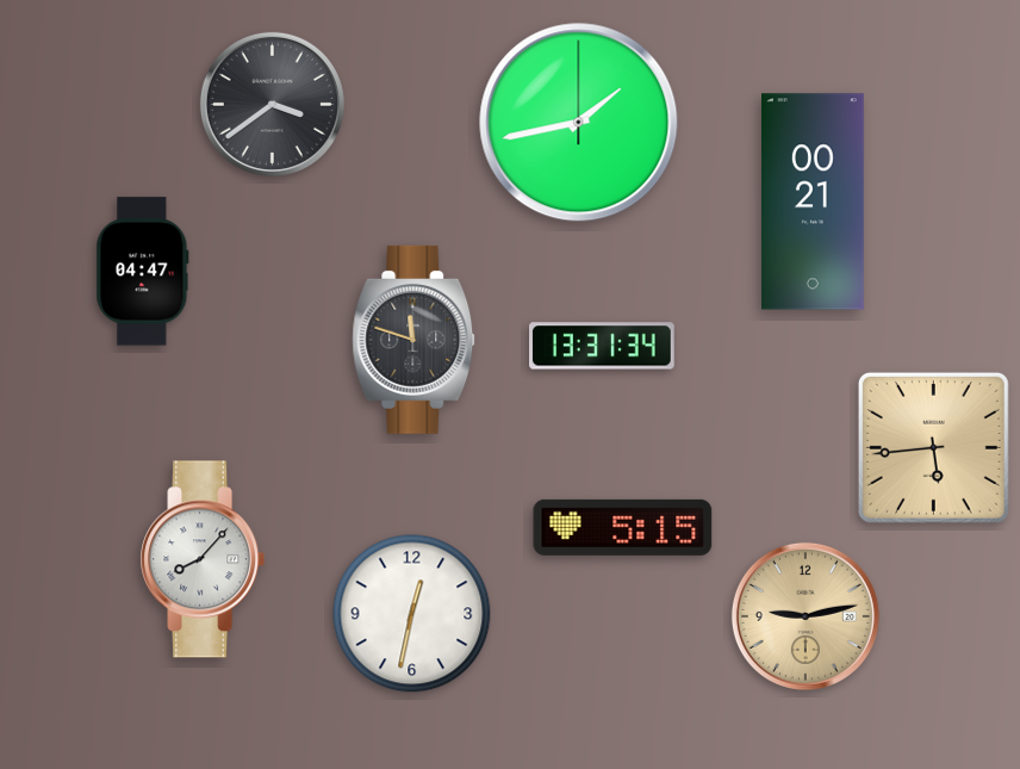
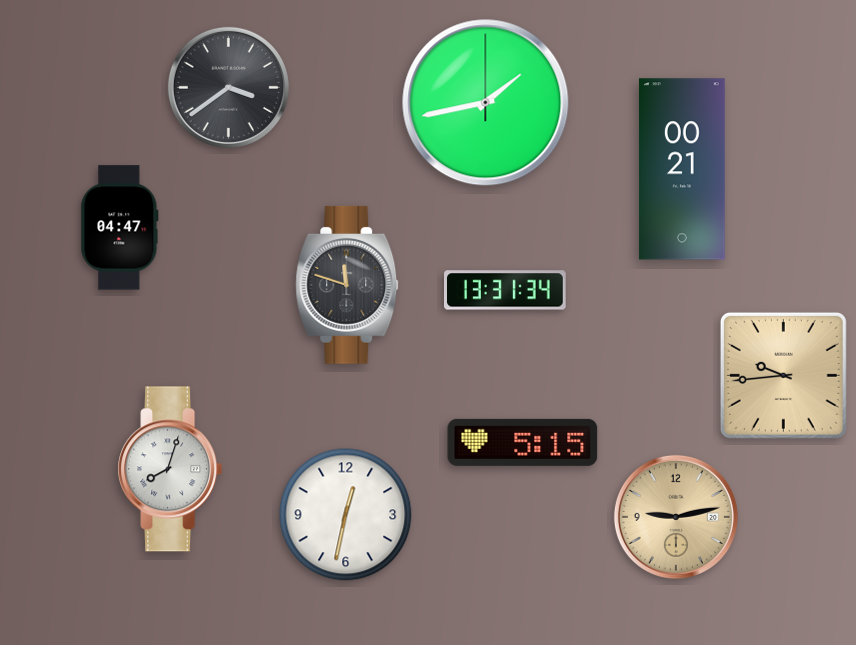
clock at (933, 447): 5:44 -> 9:44
clock at (203, 559): 8:07 -> 8:03
